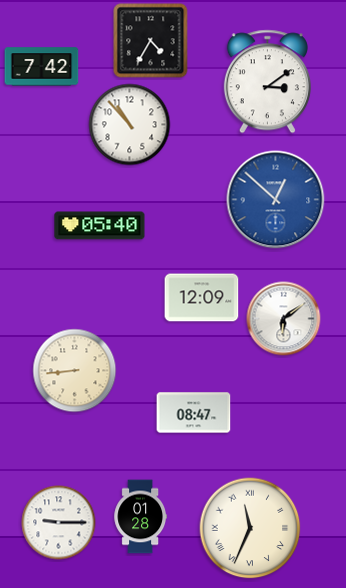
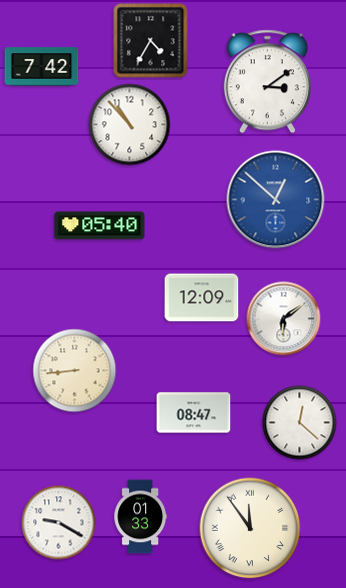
clock at (300, 423): none -> 12:22
clock at (140, 517): 01:28 -> 01:33
clock at (59, 523): 9:15 -> 9:20
clock at (250, 528): 11:34 -> 11:54
